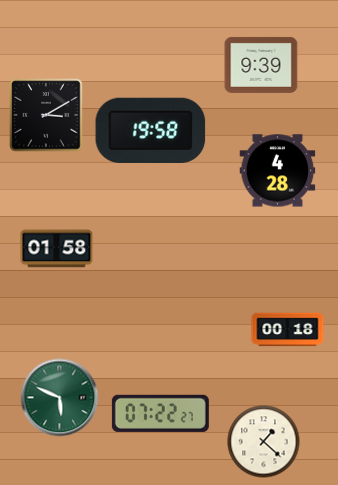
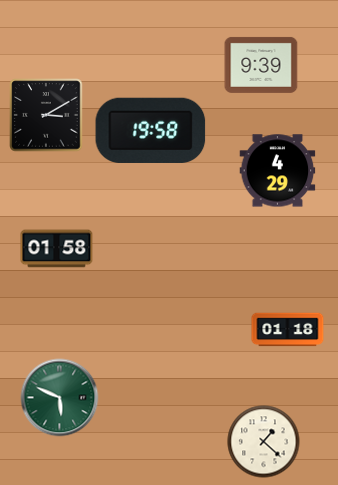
clock at (278, 171): 4:28 -> 4:29
clock at (288, 330): 00:18 -> 01:18
clock at (160, 413): 07:22 -> none
